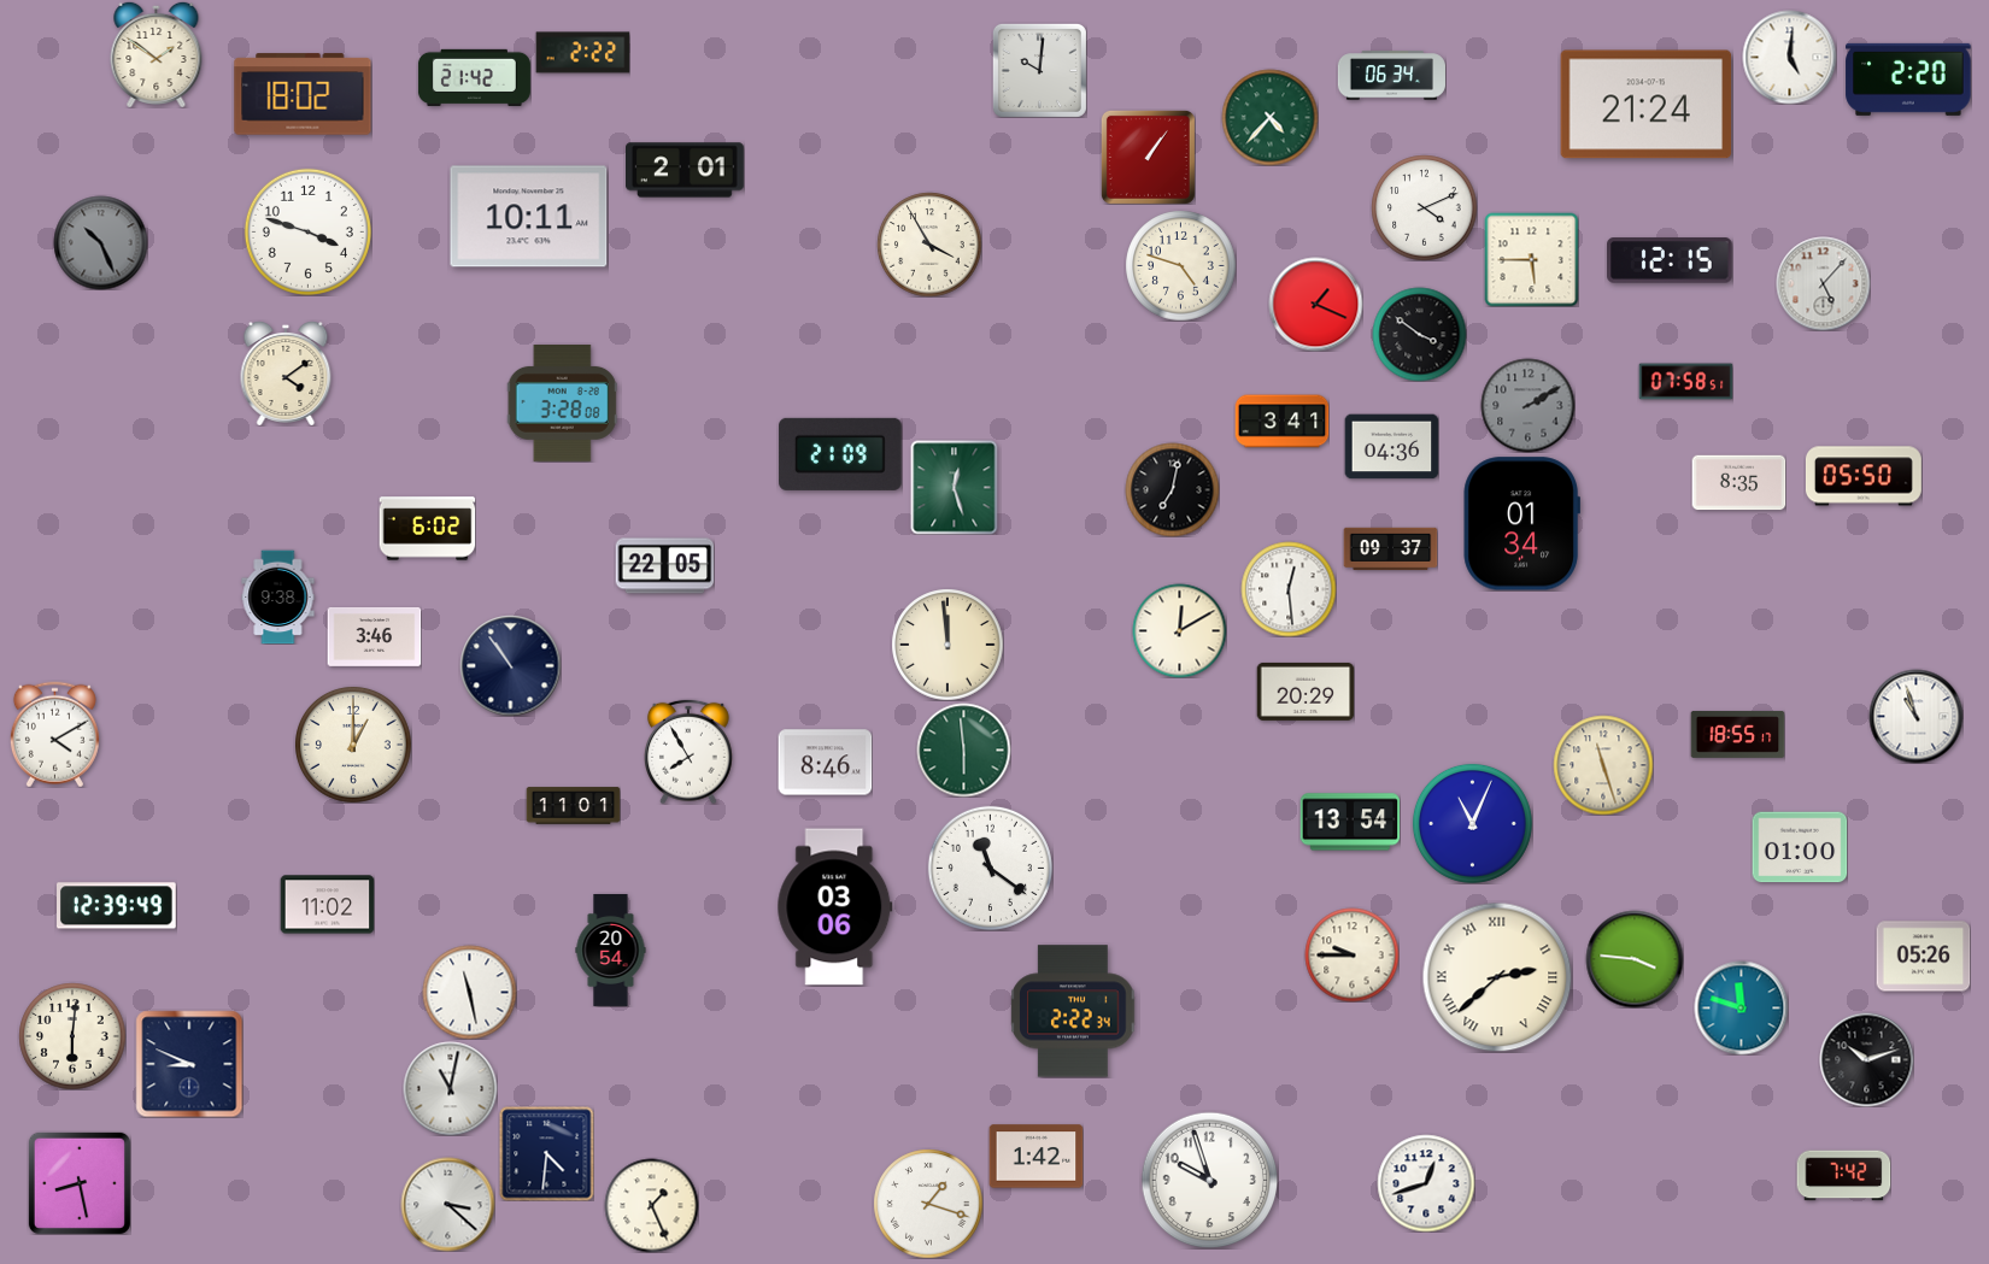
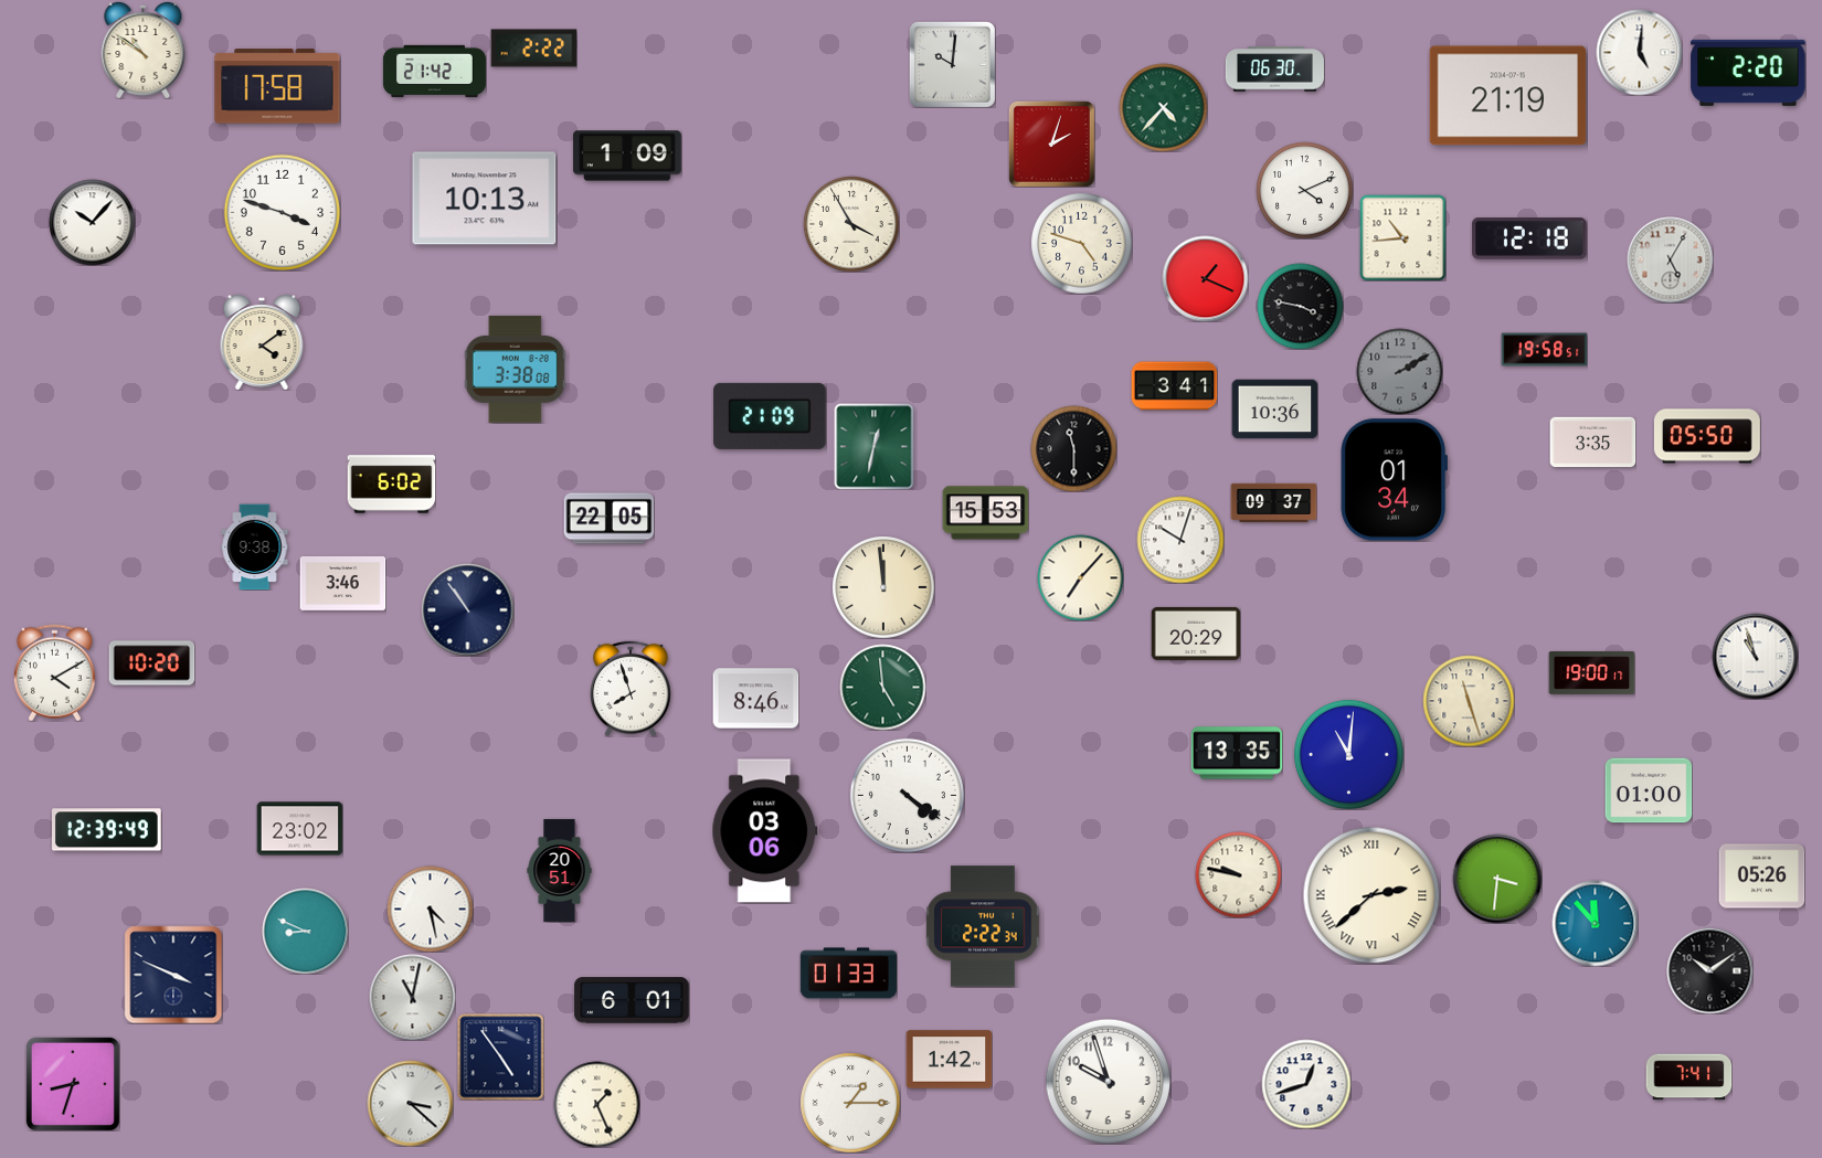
clock at (157, 54): 1:51 -> 10:51
clock at (1391, 76): 06:34 -> 06:30
clock at (303, 94): 18:02 -> 17:58
clock at (1647, 105): 21:24 -> 21:19
clock at (1148, 157): 1:06 -> 2:03
clock at (686, 170): 2:01 -> 1:09
clock at (529, 217): 10:11 -> 10:13
clock at (100, 242): 10:26 -> 10:07
clock at (100, 242) dial: grey -> white
clock at (1531, 259): 5:45 -> 10:44
clock at (1670, 260): 12:15 -> 12:18
clock at (1823, 283): 5:07 -> 5:05
clock at (1419, 334): 3:51 -> 3:47
clock at (1685, 382): 07:58 -> 19:58
clock at (562, 402): 3:28 -> 3:38
clock at (1391, 447): 04:36 -> 10:36
clock at (1738, 483): 8:35 -> 3:35
clock at (955, 487): 12:27 -> 12:32
clock at (1172, 489): 7:02 -> 11:30
clock at (985, 513): none -> 15:53
clock at (1289, 589): 12:29 -> 10:03
clock at (1179, 630): 12:10 -> 7:07
clock at (947, 645) position: (947, 645) -> (883, 587)
clock at (151, 663): none -> 10:20
clock at (54, 734) position: (54, 734) -> (54, 672)
clock at (1737, 734): 18:55 -> 19:00
clock at (353, 745): 1:00 -> none
clock at (963, 749): 5:59 -> 4:59
clock at (688, 752): 7:55 -> 7:57
clock at (573, 806): 11:01 -> none
clock at (1350, 822): 13:54 -> 13:35
clock at (1472, 823): 11:04 -> 11:01
clock at (1800, 847) position: (1800, 847) -> (1649, 790)
clock at (990, 868): 11:21 -> 4:21
clock at (327, 905): 11:02 -> 23:02
clock at (611, 950): 20:54 -> 20:51
clock at (1351, 954): 9:45 -> 9:47
clock at (1635, 959): 3:46 -> 3:31
clock at (469, 992): 11:28 -> 4:28
clock at (1741, 1007): 11:48 -> 11:53
clock at (305, 931): none -> 8:49
clock at (72, 1036): 6:01 -> none
clock at (1866, 1059): 10:12 -> 10:09
clock at (848, 974): none -> 01:33
clock at (189, 1064): 8:49 -> 3:49
clock at (632, 1000): none -> 6:01
clock at (546, 1153): 4:31 -> 4:54
clock at (1843, 1176): 7:42 -> 7:41
clock at (80, 1183): 8:28 -> 8:33
clock at (928, 1204): 1:18 -> 1:15
